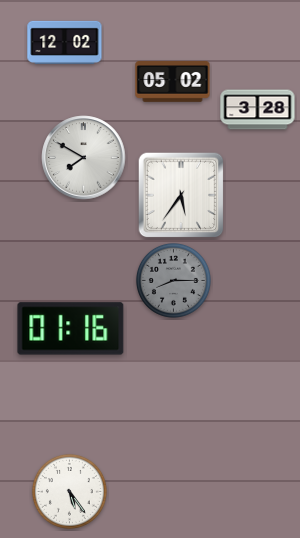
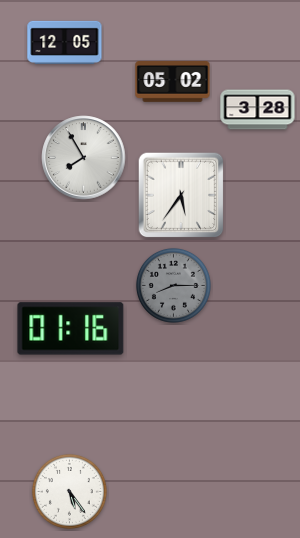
clock at (65, 42): 12:02 -> 12:05
clock at (84, 158): 7:50 -> 7:55
clock at (173, 280) position: (173, 280) -> (173, 285)
